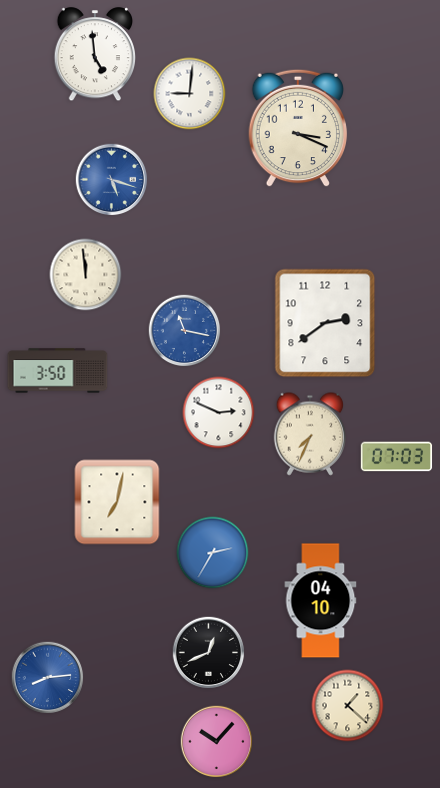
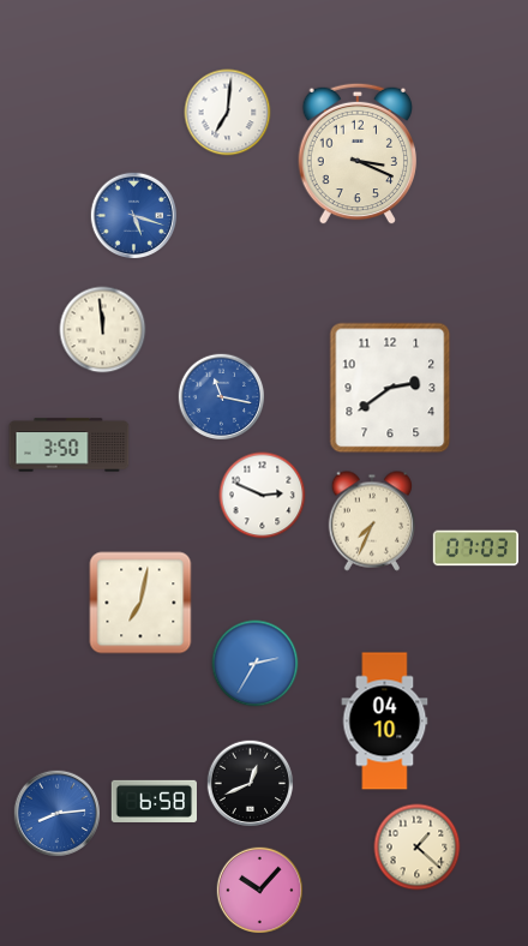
clock at (94, 55): 4:59 -> none
clock at (190, 94): 9:01 -> 7:01
clock at (154, 801): none -> 6:58
